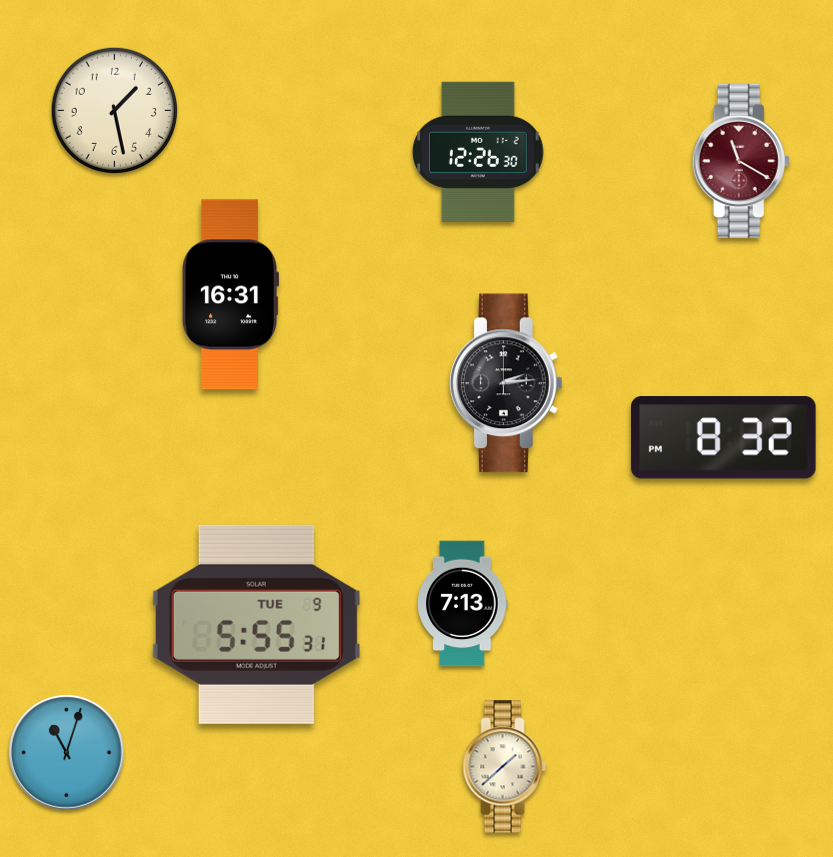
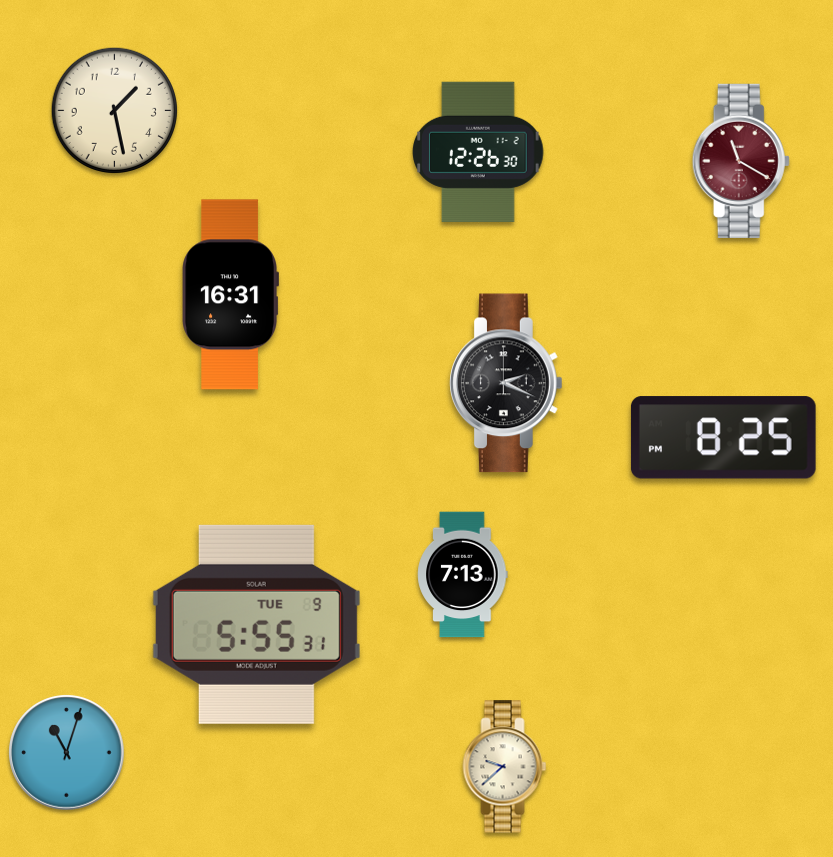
clock at (507, 383): 2:14 -> 2:19
clock at (723, 438): 8:32 -> 8:25
clock at (463, 604) position: (463, 604) -> (463, 575)
clock at (505, 767): 1:38 -> 9:38
